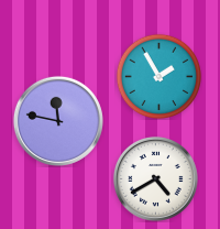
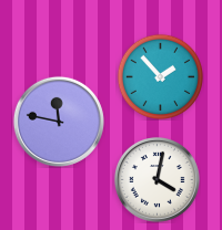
clock at (158, 76): 1:55 -> 1:53
clock at (155, 178): 4:40 -> 4:02
